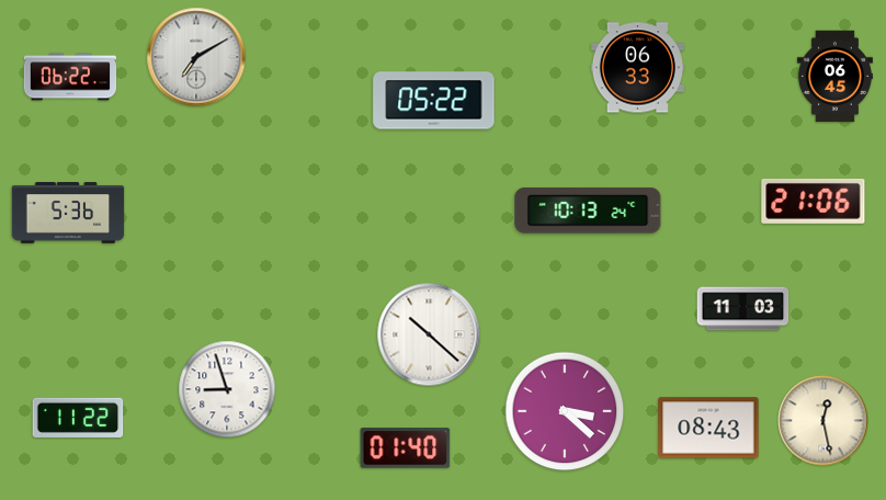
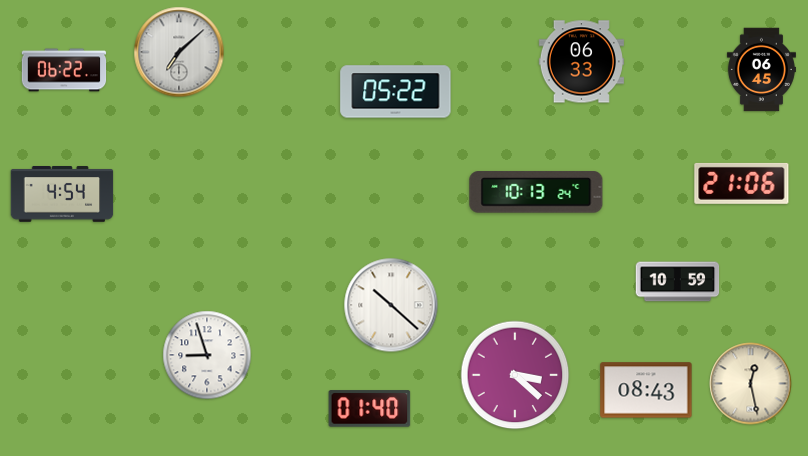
clock at (196, 57): 7:10 -> 7:08
clock at (68, 214): 5:36 -> 4:54
clock at (743, 309): 11:03 -> 10:59
clock at (78, 418): 11:22 -> none
